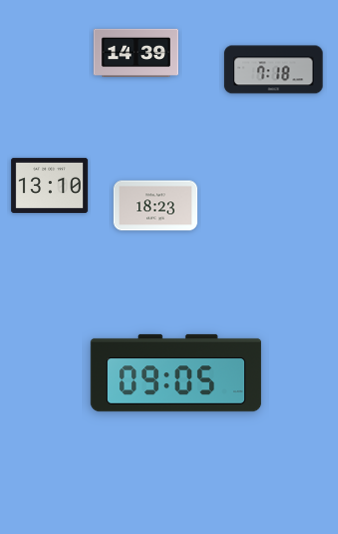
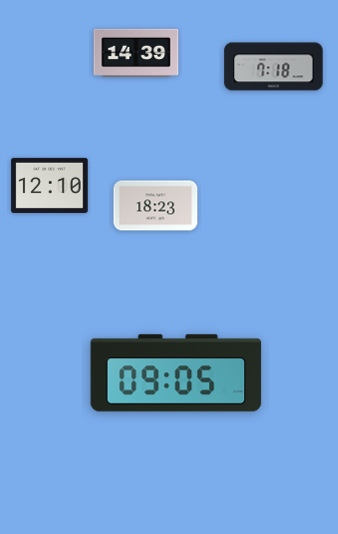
clock at (274, 70) position: (274, 70) -> (274, 67)
clock at (50, 185): 13:10 -> 12:10
